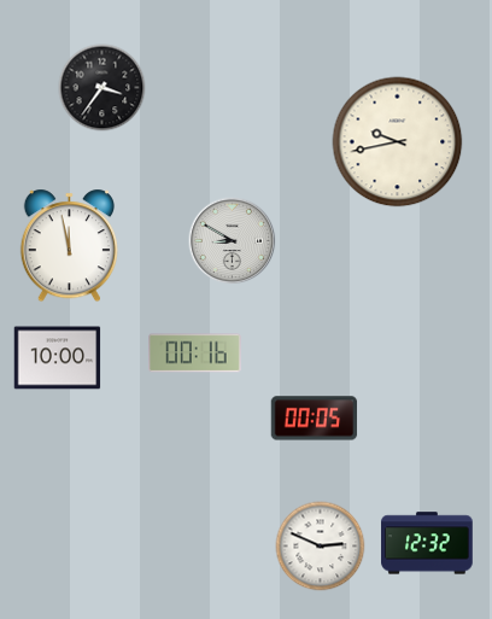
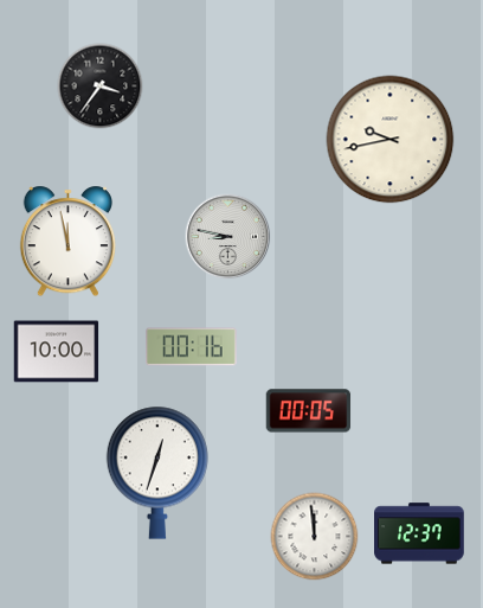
clock at (233, 241): 8:50 -> 8:47
clock at (156, 473): none -> 12:33
clock at (427, 543): 12:32 -> 12:37
clock at (321, 547): 2:49 -> 11:59
